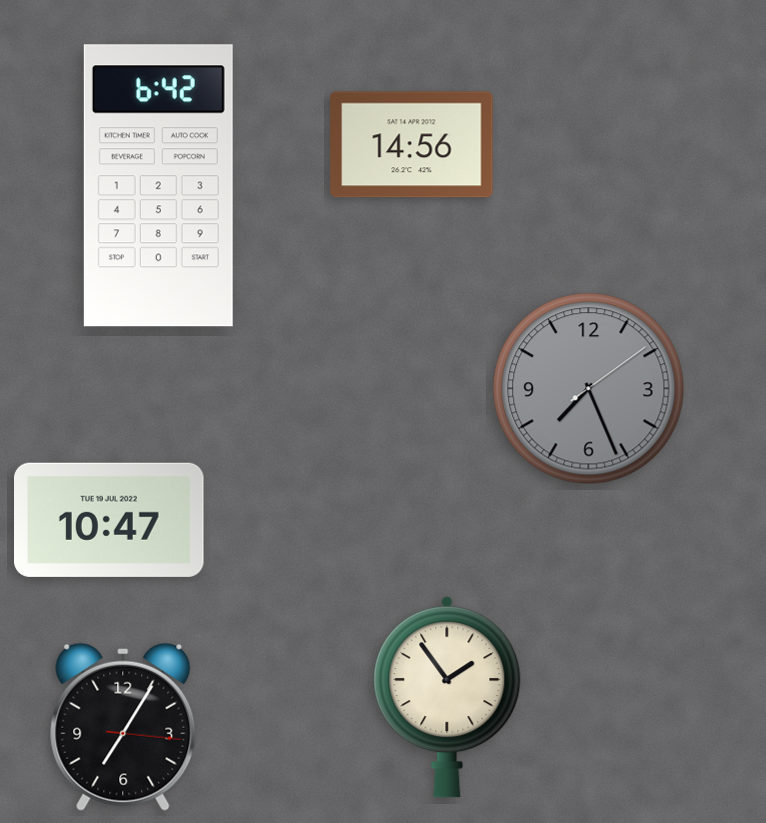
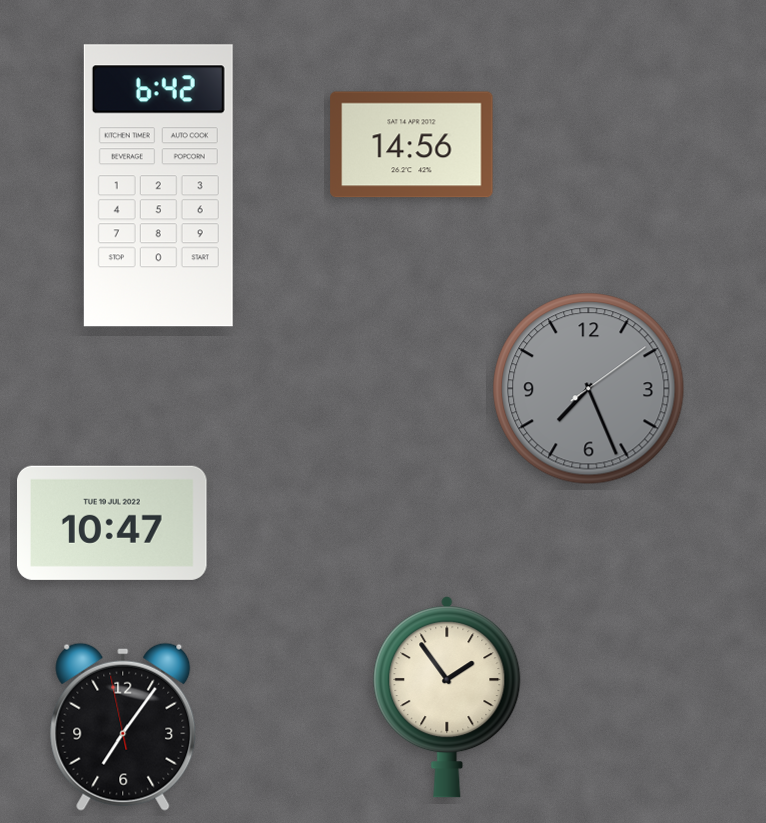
clock at (110, 520) position: (110, 520) -> (113, 523)
clock at (123, 727): 7:05:16 -> 7:05:58
